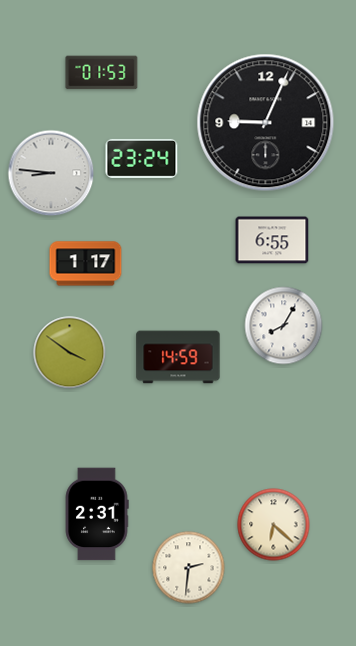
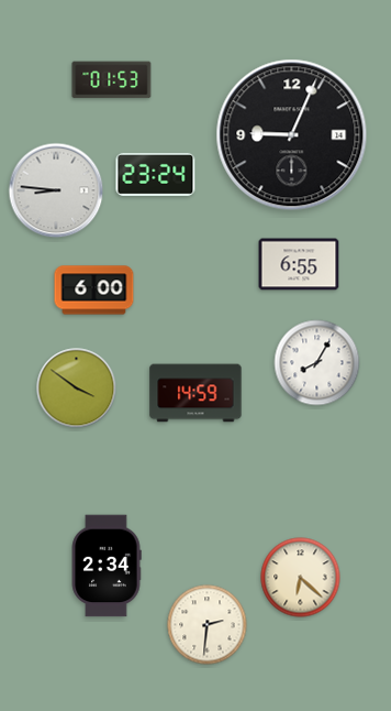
clock at (86, 264): 1:17 -> 6:00
clock at (284, 326) position: (284, 326) -> (317, 363)
clock at (97, 514): 2:31 -> 2:34
